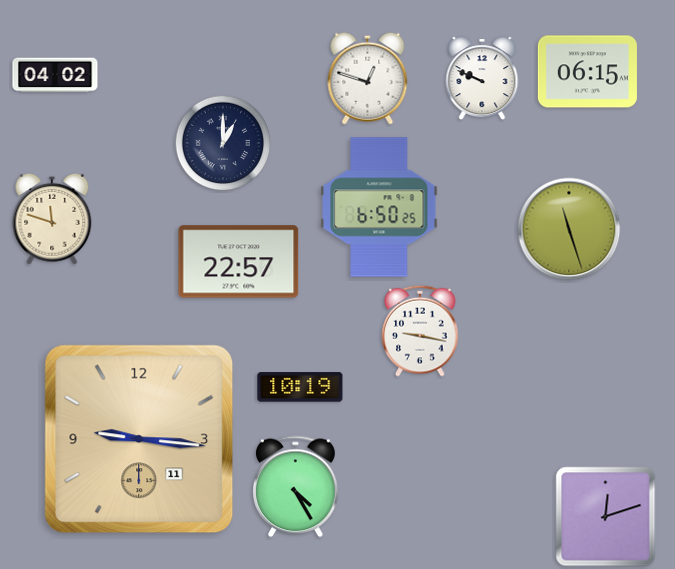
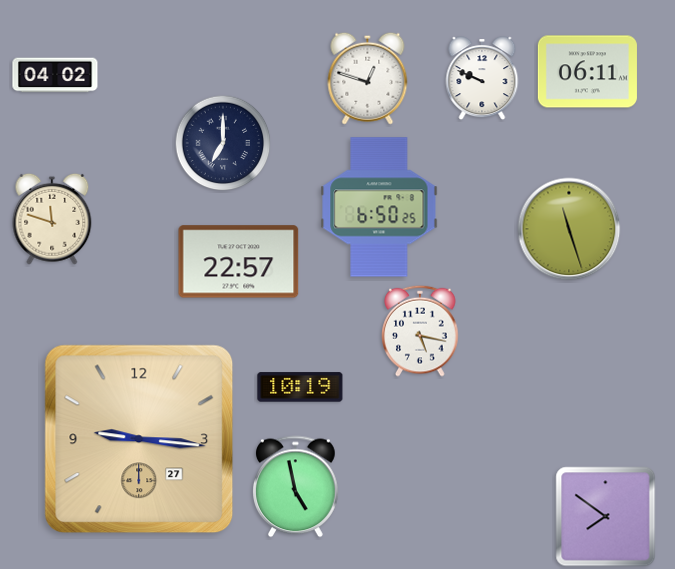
clock at (587, 72): 06:15 -> 06:11
clock at (223, 143): 1:00 -> 7:00
clock at (420, 331): 9:17 -> 5:17
clock at (139, 439) date: 11 -> 27
clock at (296, 487): 4:25 -> 4:58
clock at (606, 517): 12:12 -> 7:51
